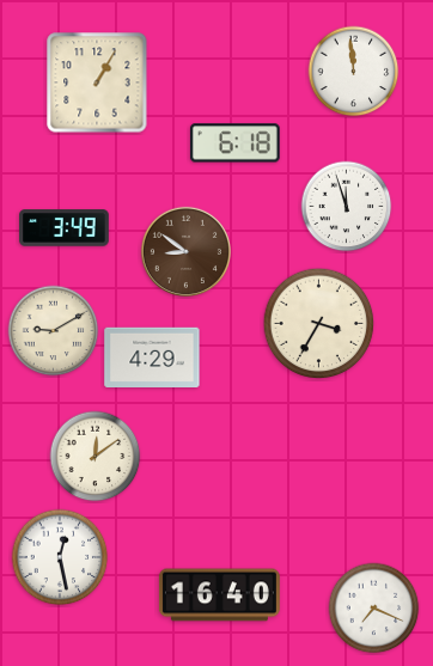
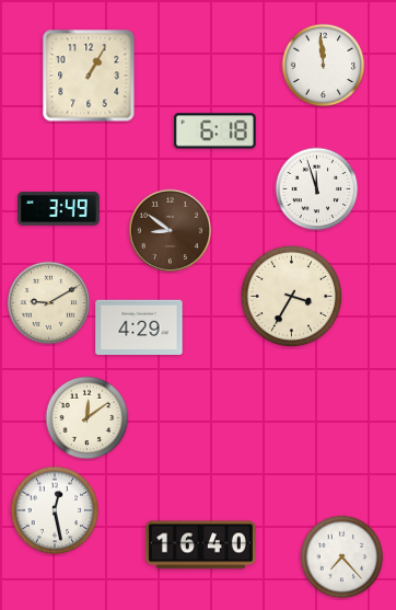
clock at (374, 609): 7:19 -> 7:23
